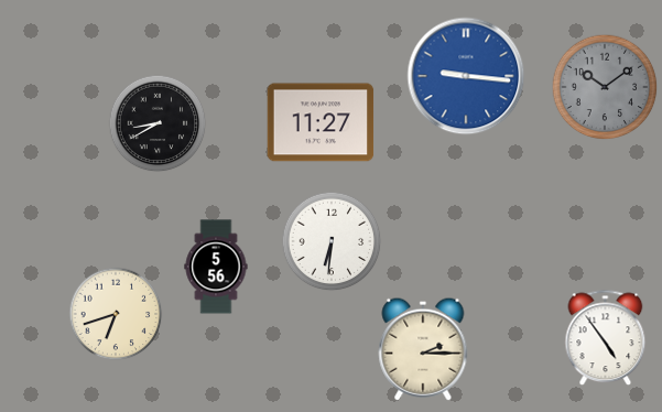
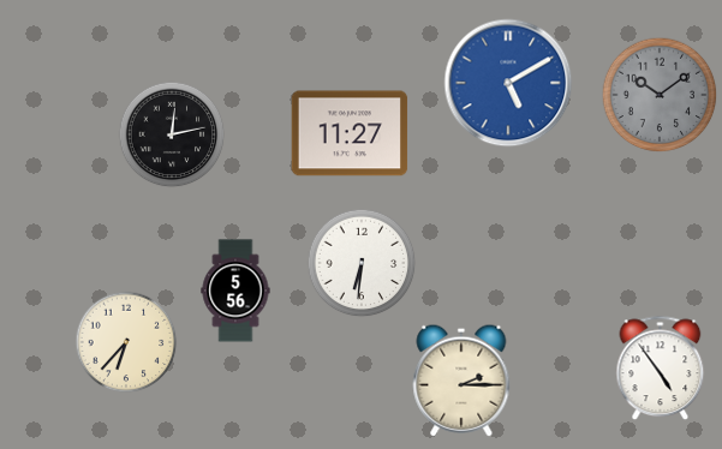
clock at (466, 76): 9:16 -> 5:10
clock at (158, 123): 8:40 -> 12:13
clock at (116, 314): 6:42 -> 6:37
